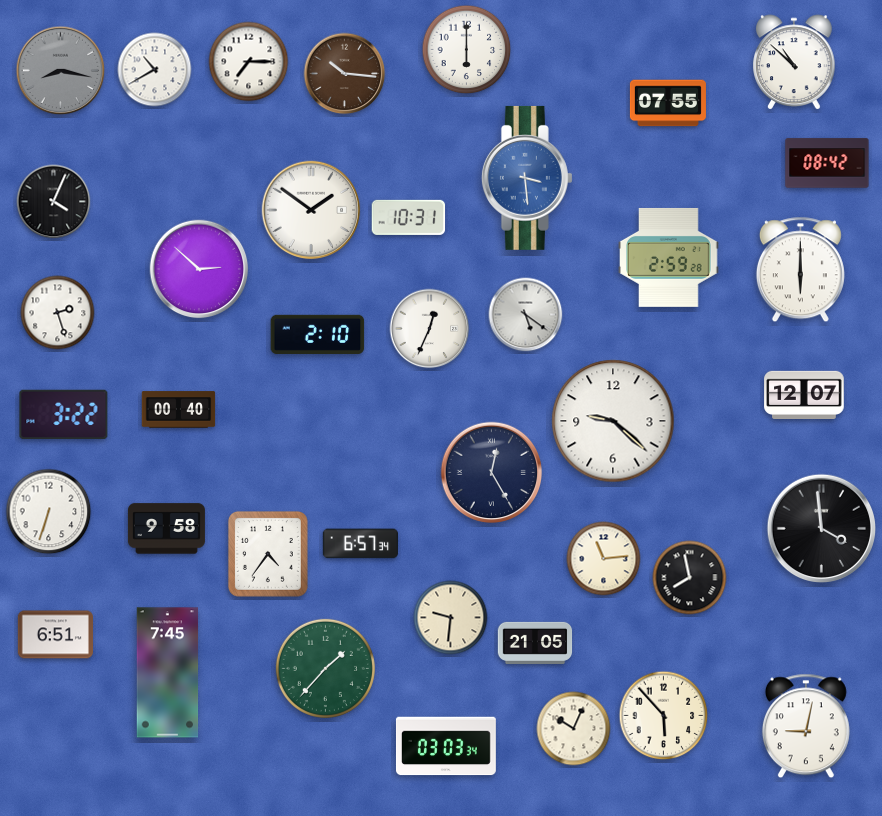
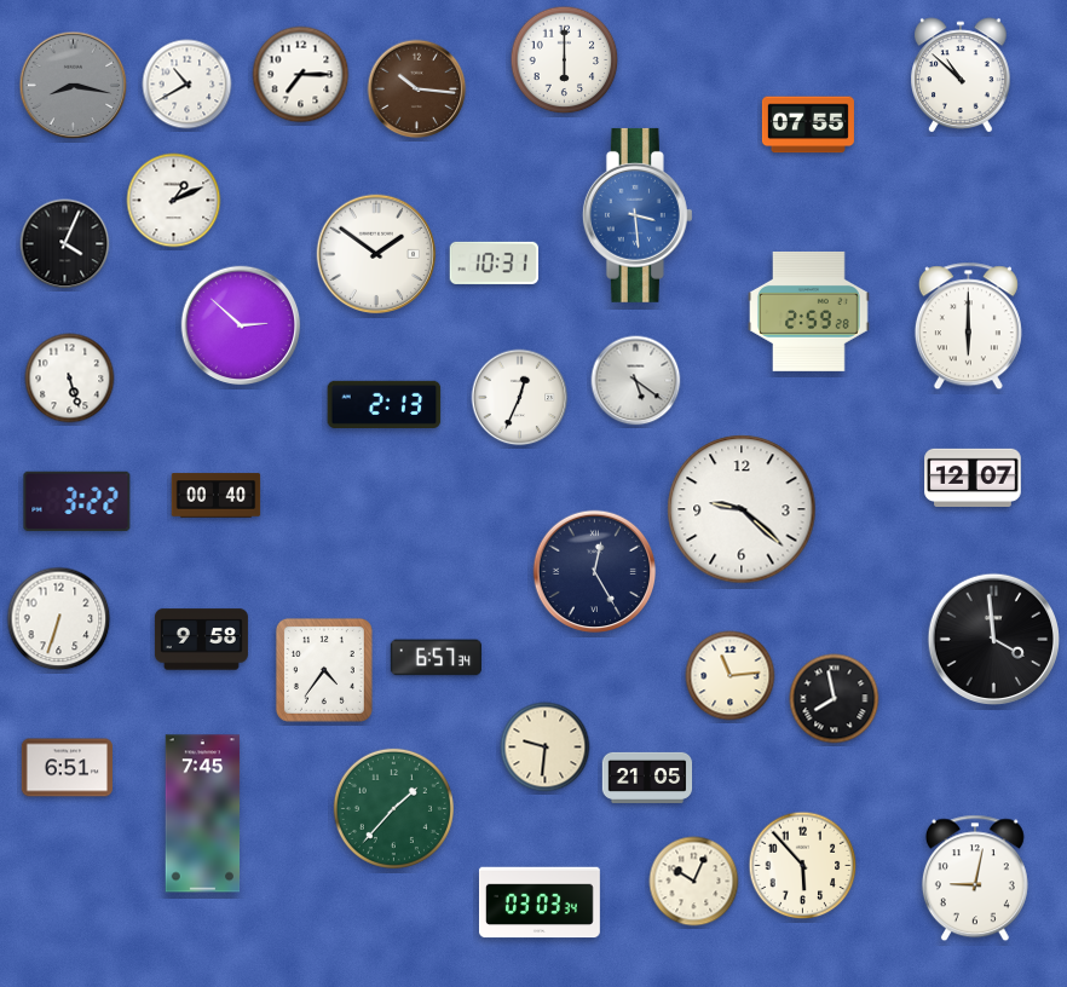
clock at (827, 163): 08:42 -> none
clock at (174, 201): none -> 1:11
clock at (58, 313): 2:27 -> 5:27
clock at (318, 334): 2:10 -> 2:13
